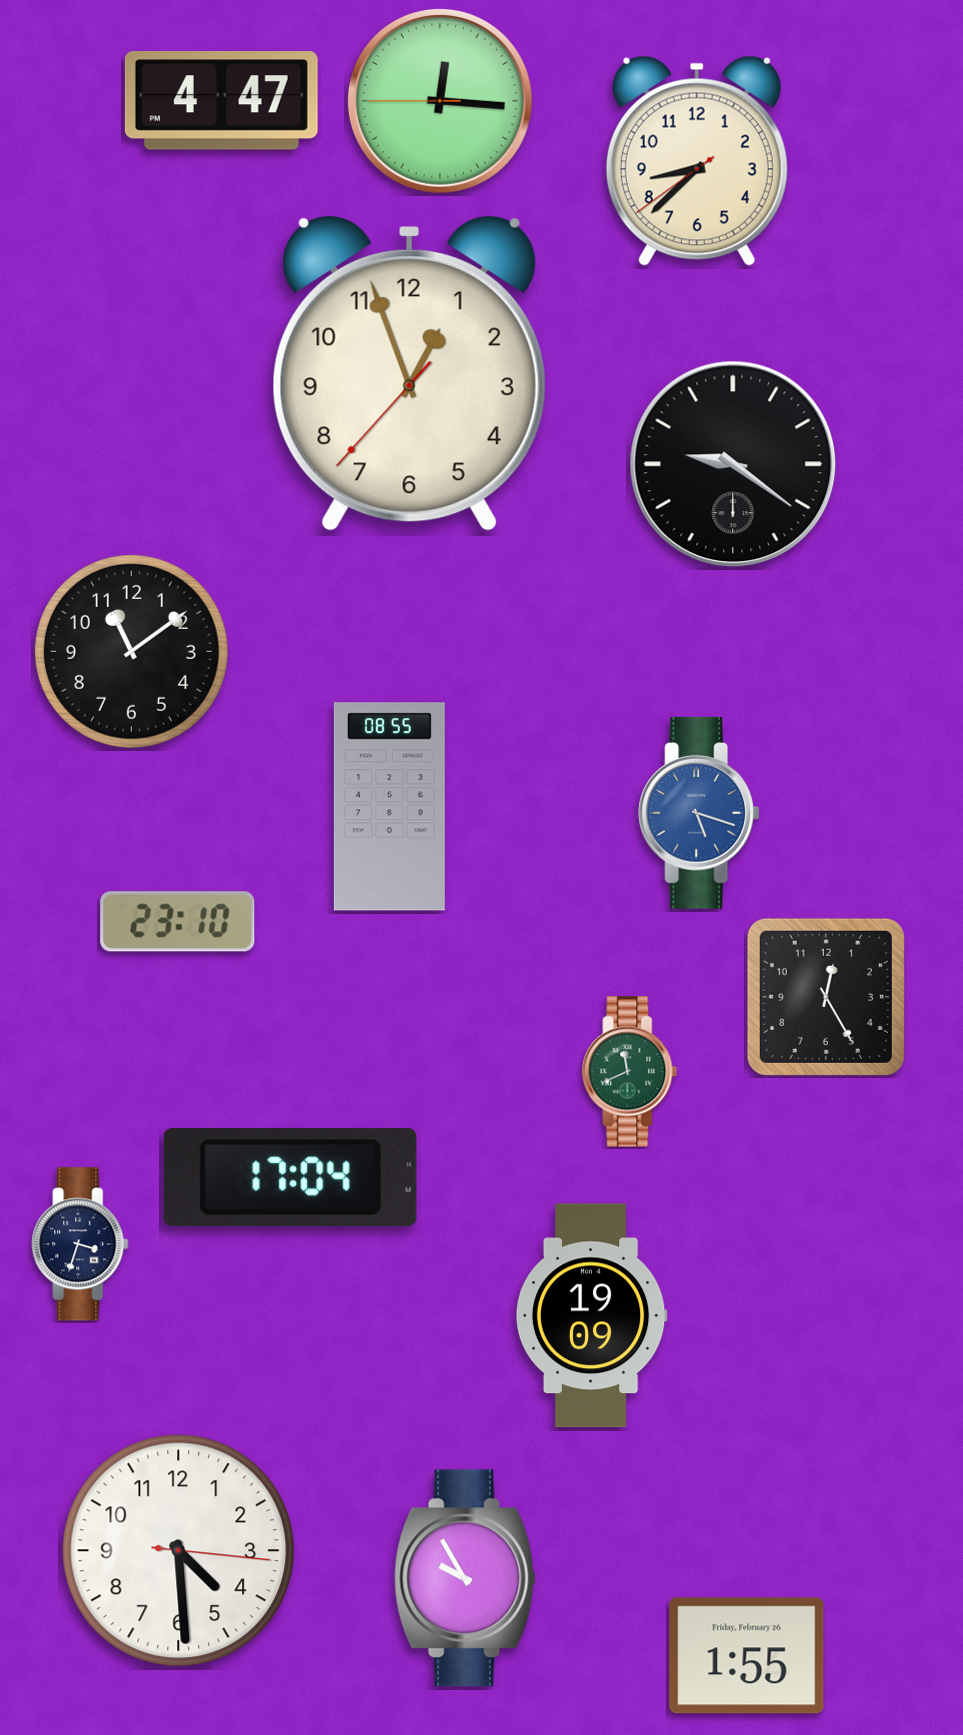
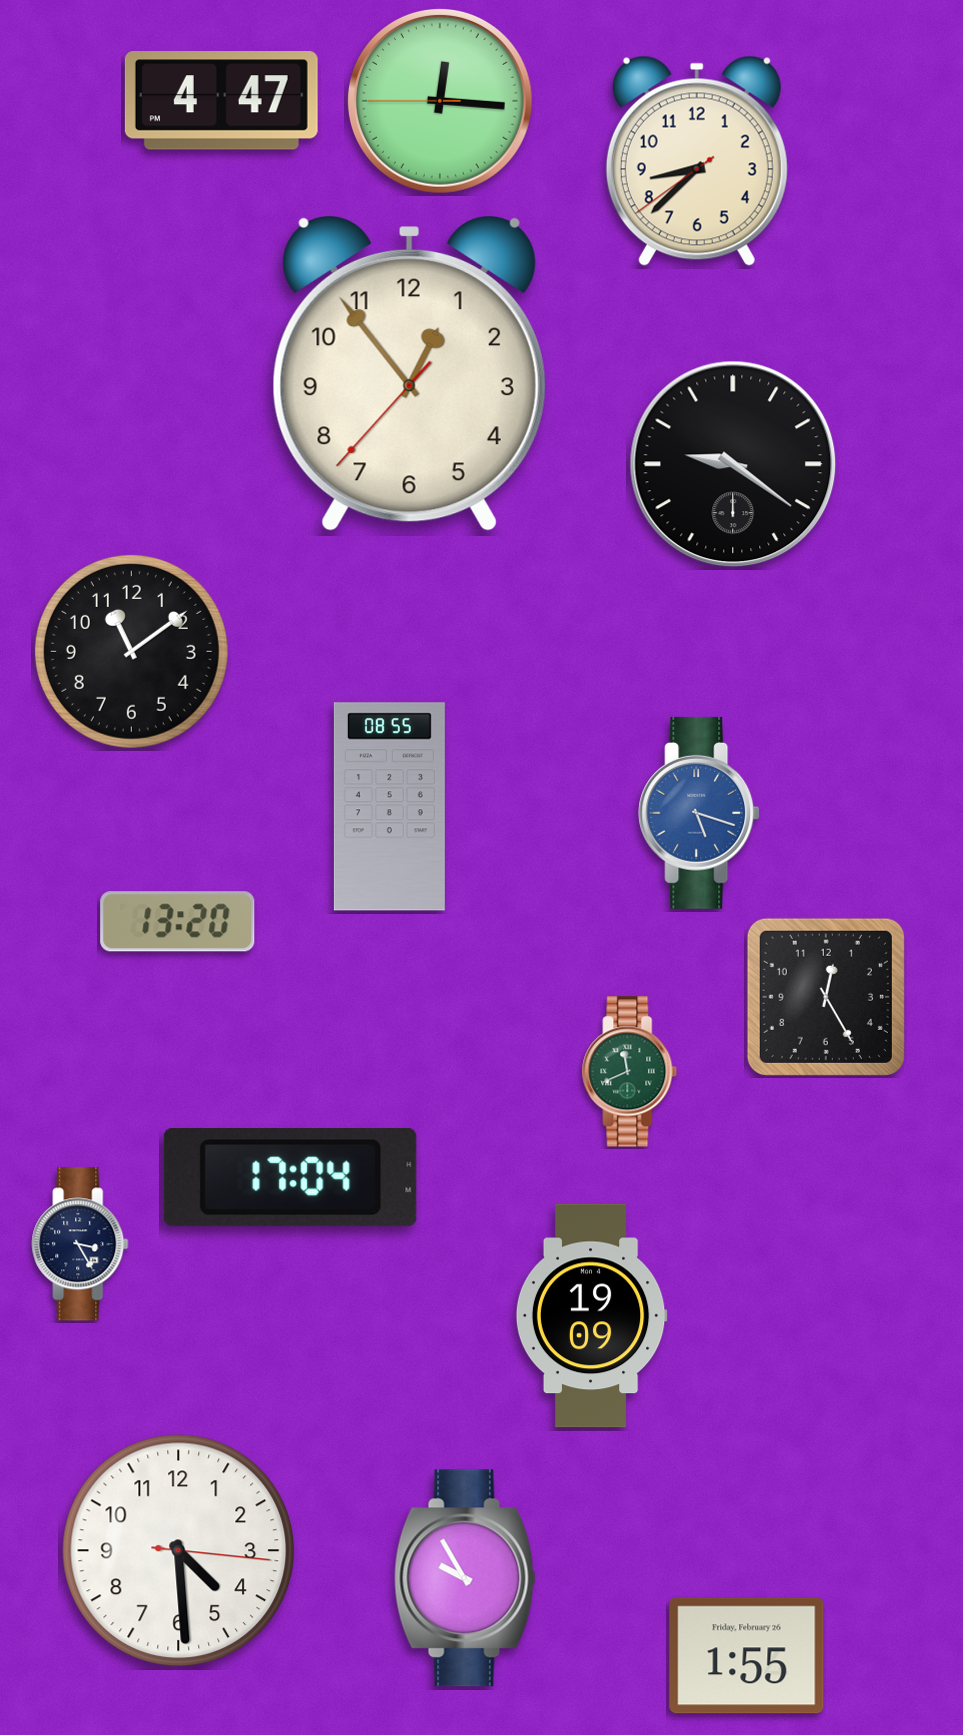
clock at (409, 374): 12:56 -> 12:53
clock at (178, 922): 23:10 -> 13:20
clock at (80, 1244): 3:33 -> 3:25
